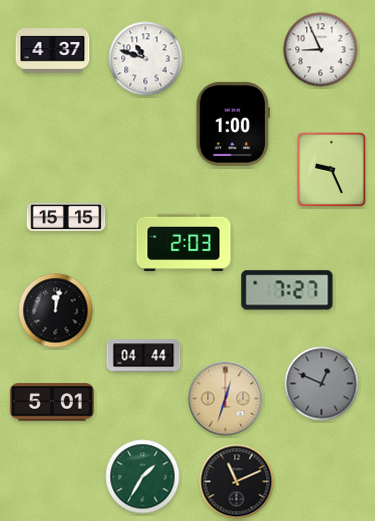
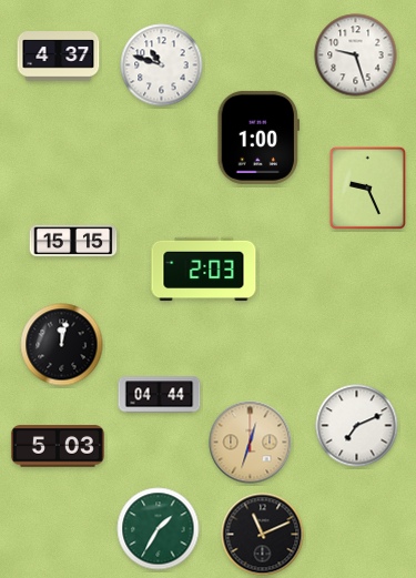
clock at (321, 50): 8:56 -> 9:27
clock at (287, 290): 7:27 -> none
clock at (322, 384): 12:49 -> 7:11
clock at (322, 384) dial: grey -> white
clock at (52, 402): 5:01 -> 5:03
